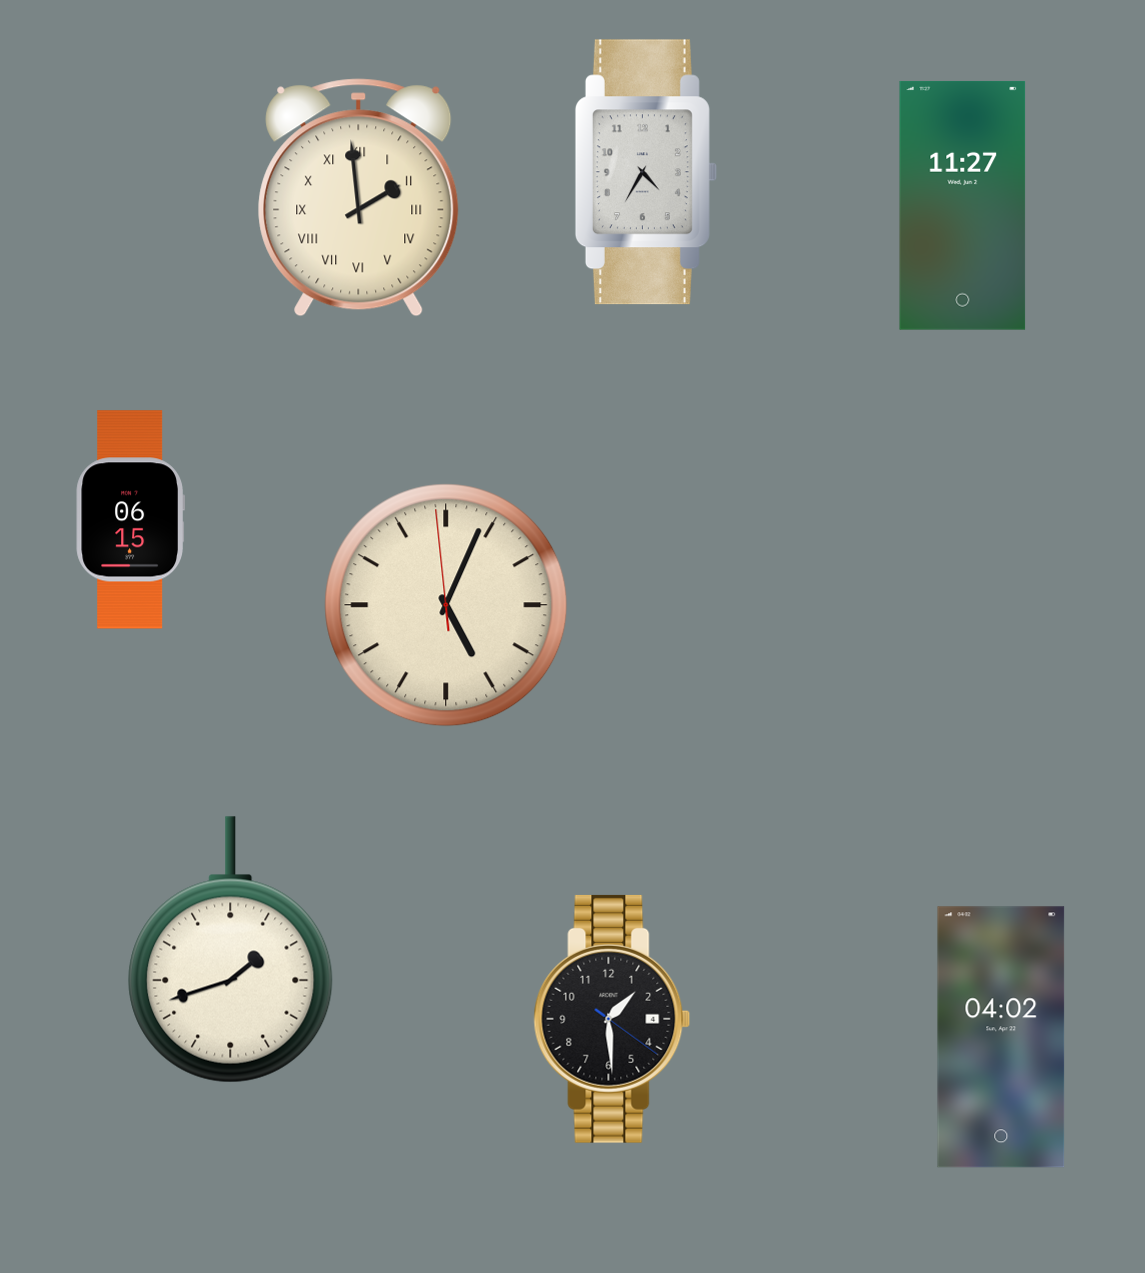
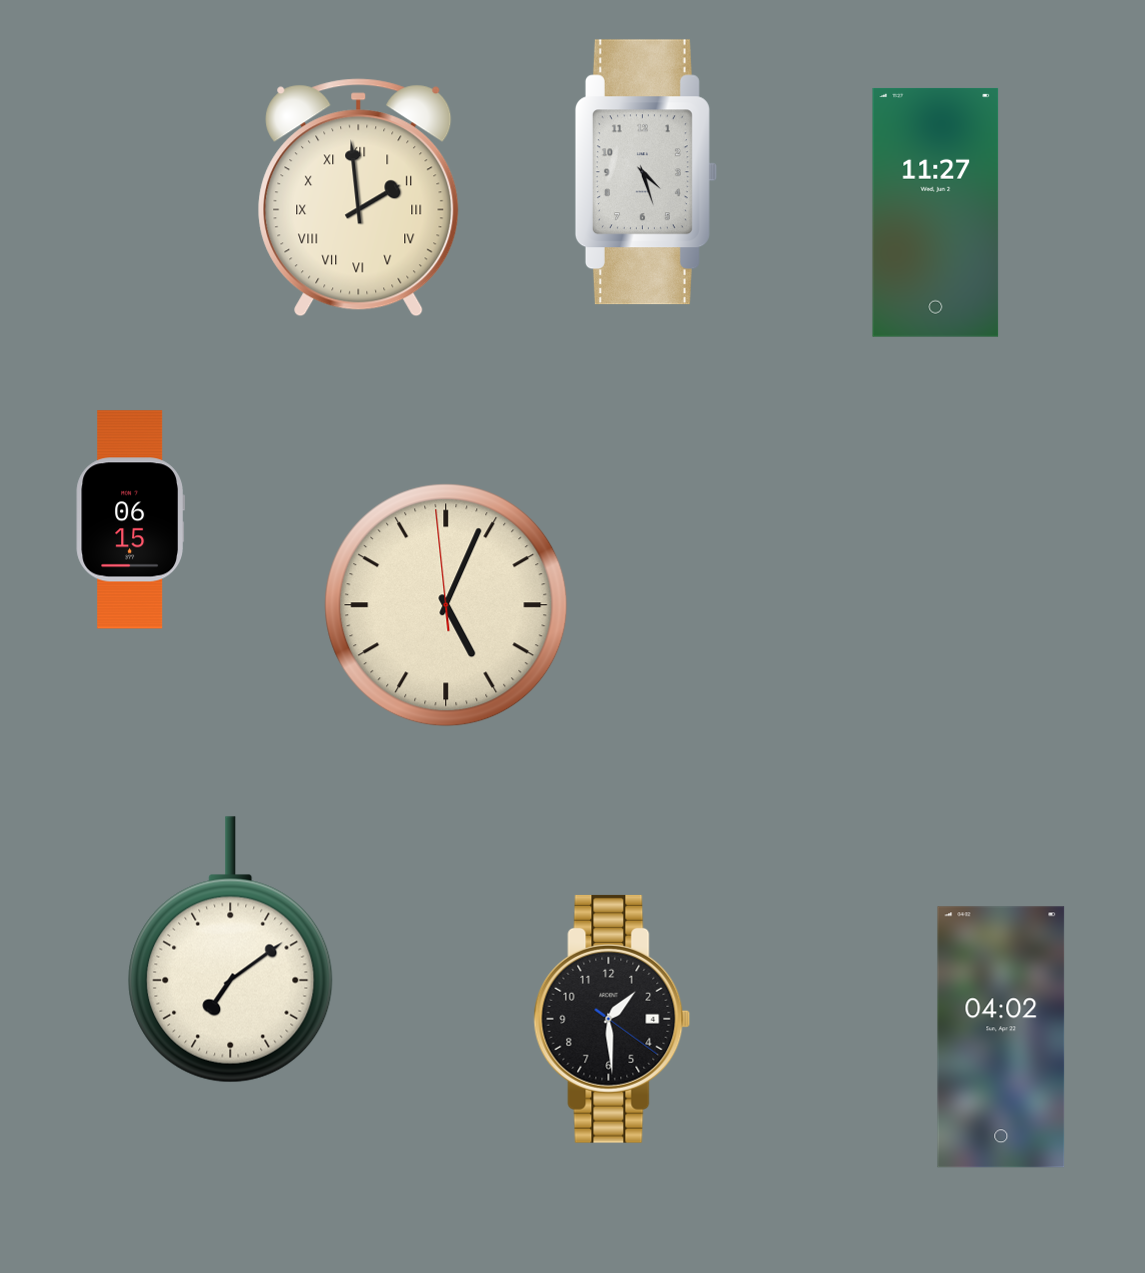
clock at (646, 172): 4:35 -> 4:27
clock at (963, 205) position: (963, 205) -> (936, 212)
clock at (231, 950): 1:42 -> 7:09
